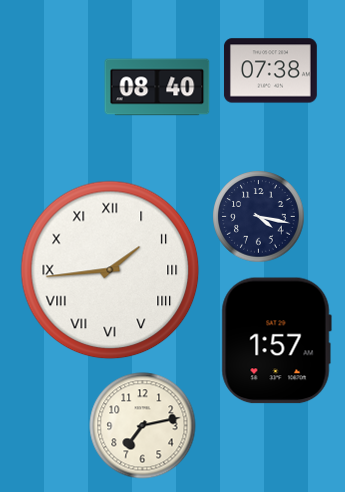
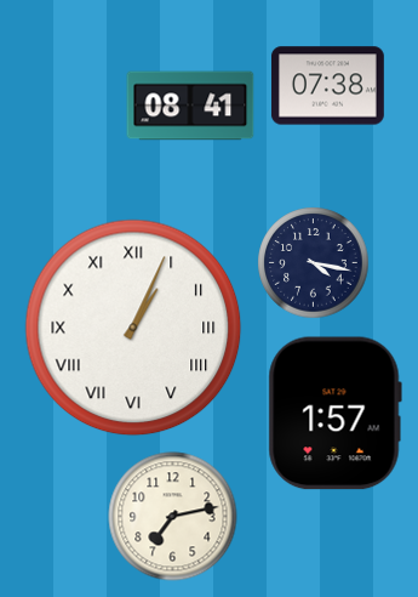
clock at (157, 87): 08:40 -> 08:41
clock at (110, 270): 1:44 -> 1:04
